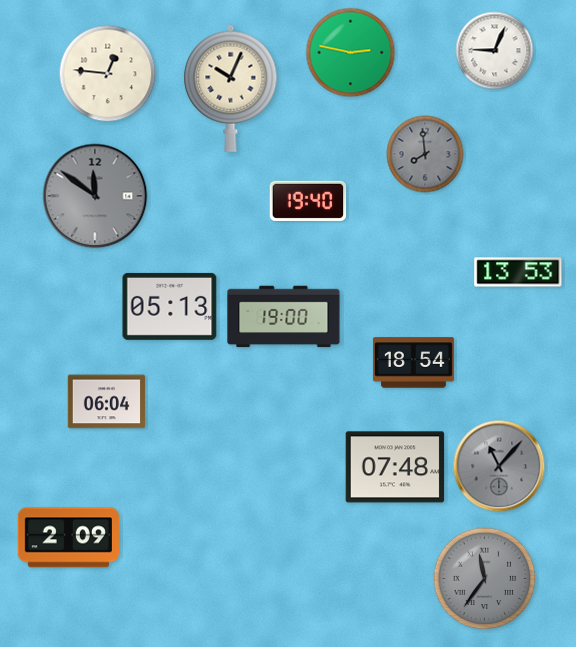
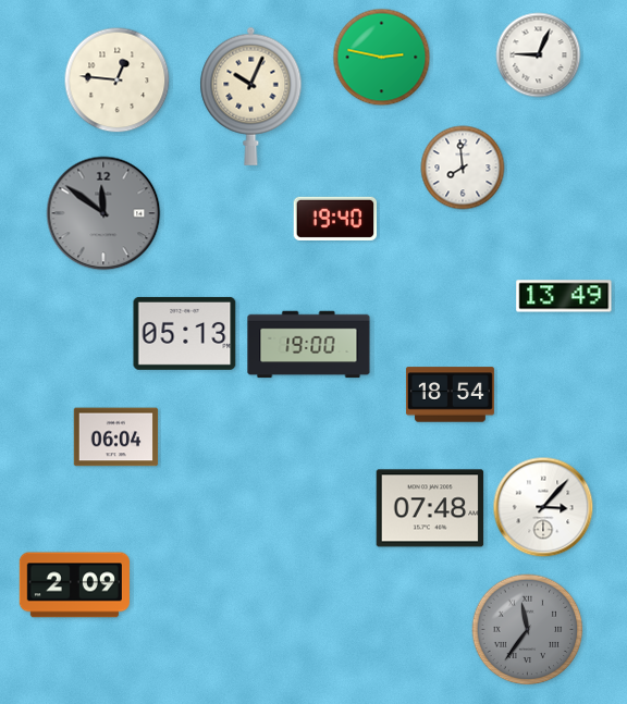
clock at (425, 154) dial: grey -> white
clock at (518, 272): 13:53 -> 13:49
clock at (499, 466): 11:07 -> 3:07
clock at (499, 466) dial: grey -> white
